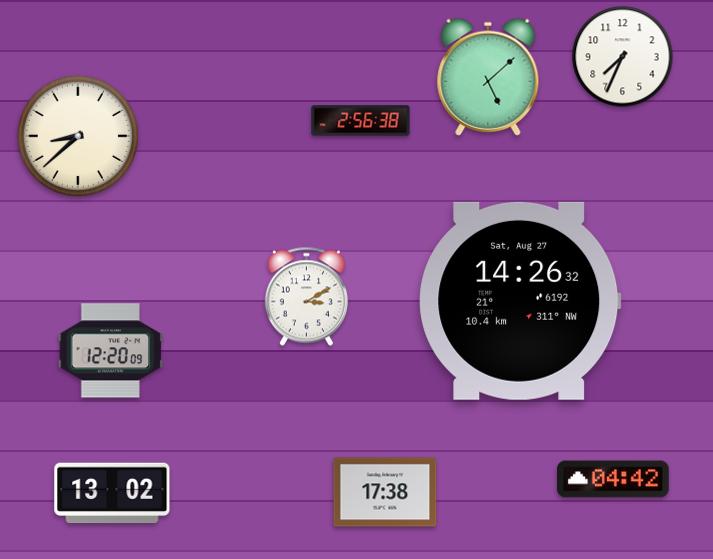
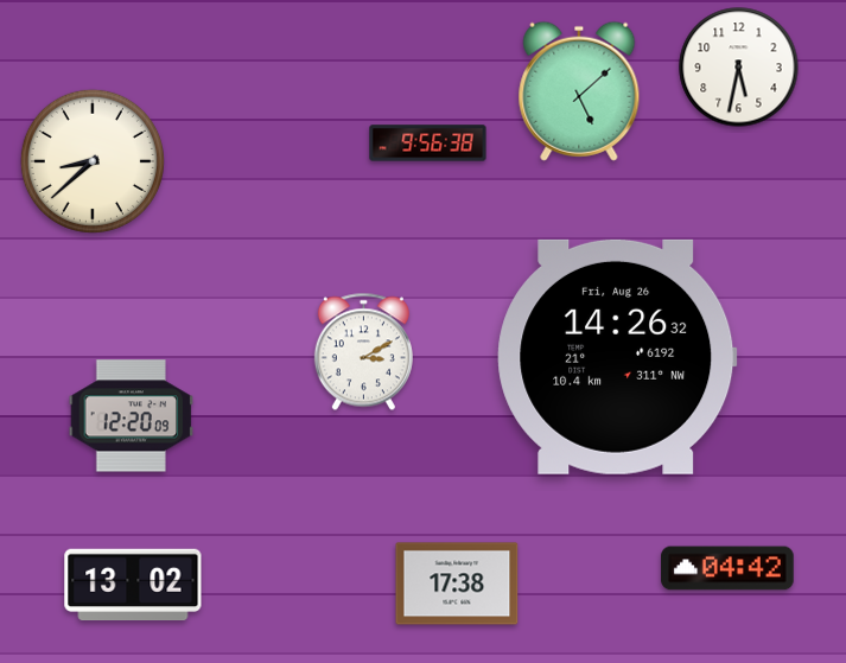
clock at (623, 57): 7:34 -> 5:32
clock at (361, 121): 2:56 -> 9:56
clock at (520, 301) date: Sat, Aug 27 -> Fri, Aug 26
